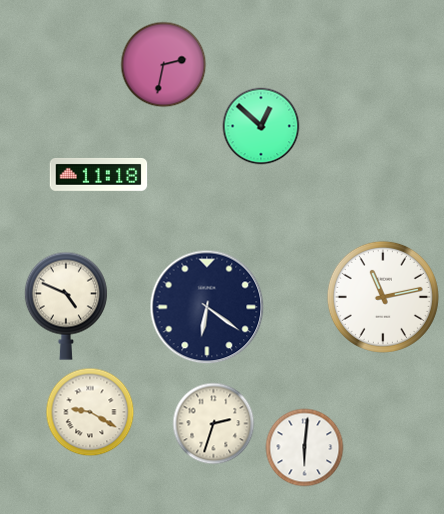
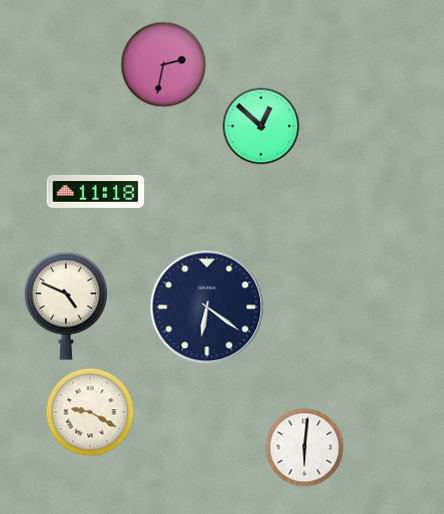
clock at (99, 174) position: (99, 174) -> (96, 191)
clock at (383, 297): 11:13 -> none
clock at (214, 424): 2:33 -> none
